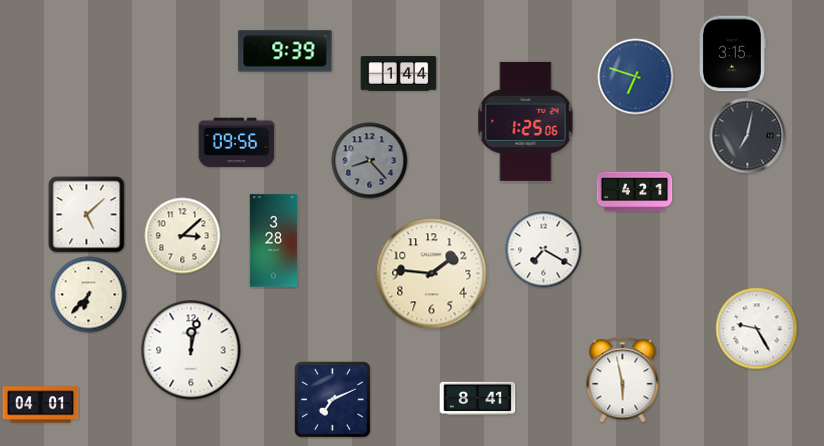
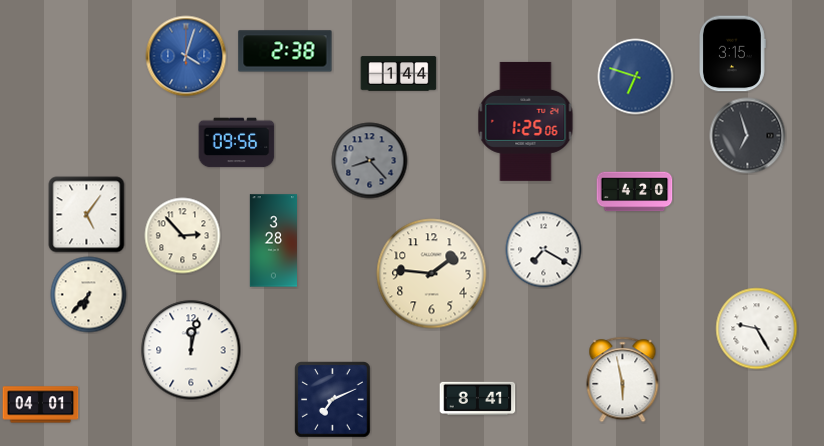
clock at (285, 51): 9:39 -> 2:38
clock at (186, 56): none -> 4:03
clock at (748, 136): 7:02 -> 6:57
clock at (635, 192): 4:21 -> 4:20
clock at (87, 215): 5:08 -> 5:06
clock at (183, 236): 3:08 -> 2:53
